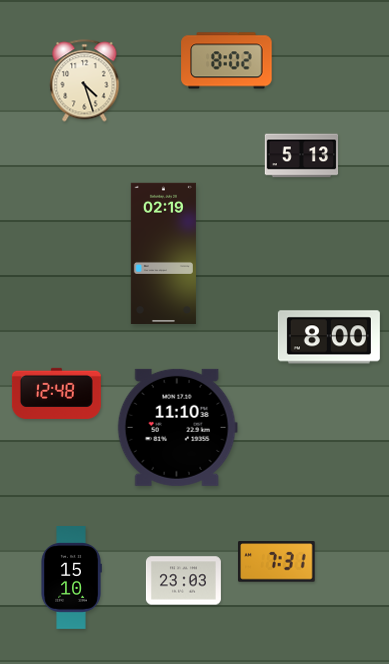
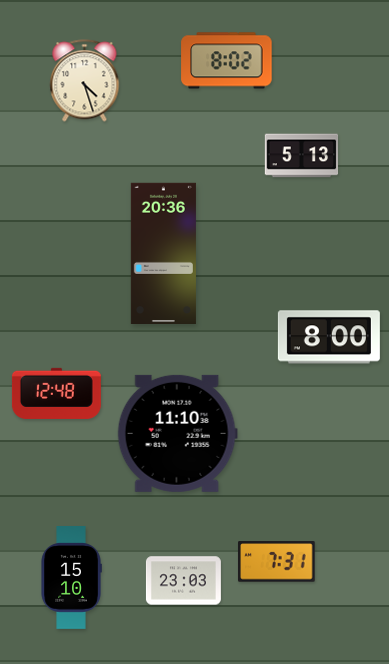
clock at (163, 253): 02:19 -> 20:36
clock at (177, 427) position: (177, 427) -> (177, 433)
